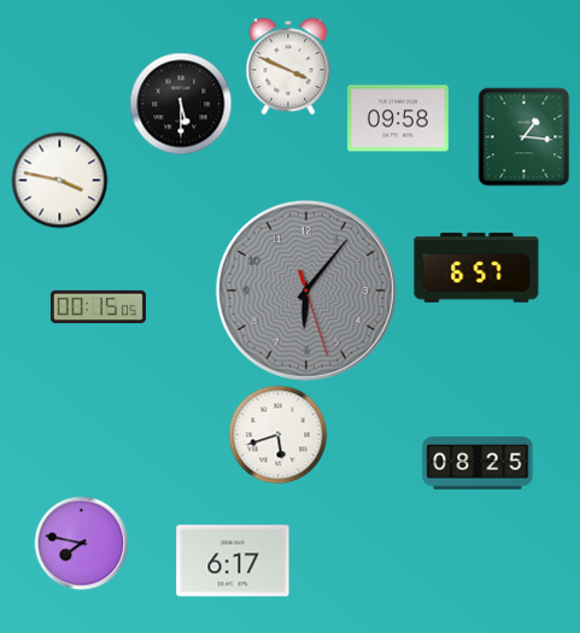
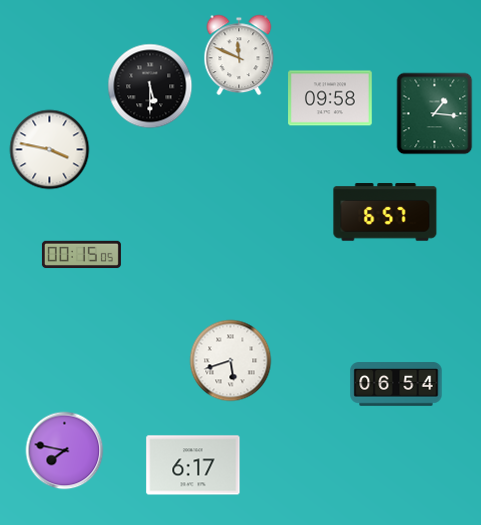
clock at (288, 66): 3:49 -> 11:49
clock at (476, 268) position: (476, 268) -> (385, 212)
clock at (306, 291): 6:06 -> none
clock at (478, 463): 08:25 -> 06:54
clock at (81, 543) position: (81, 543) -> (64, 450)
